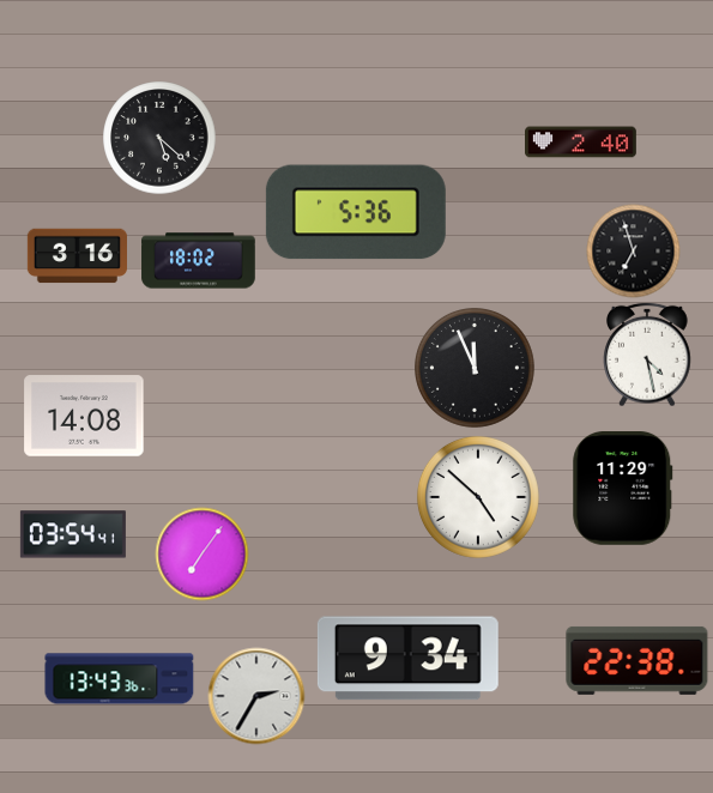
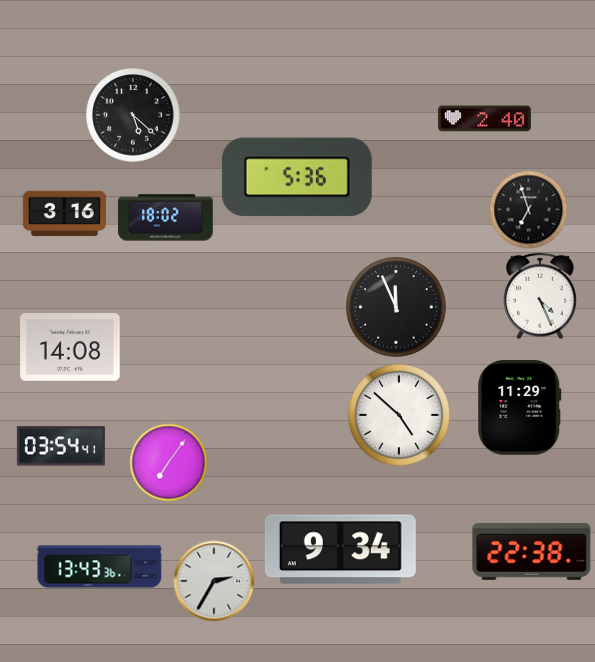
clock at (647, 355): 4:28 -> 4:26
